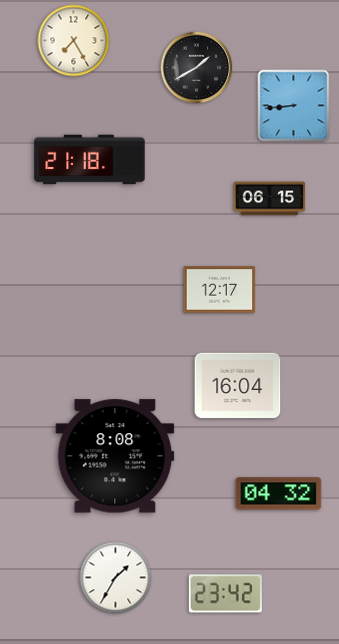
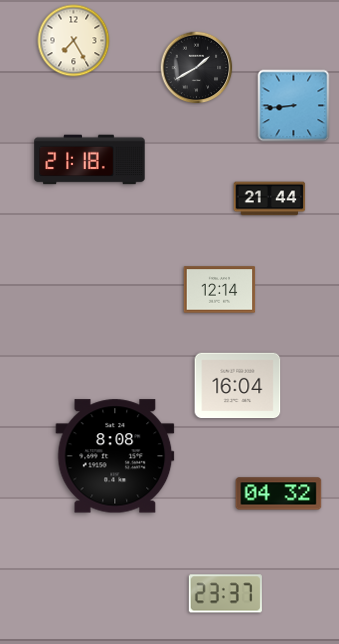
clock at (270, 199): 06:15 -> 21:44
clock at (220, 290): 12:17 -> 12:14
clock at (116, 578): 1:35 -> none
clock at (225, 594): 23:42 -> 23:37
